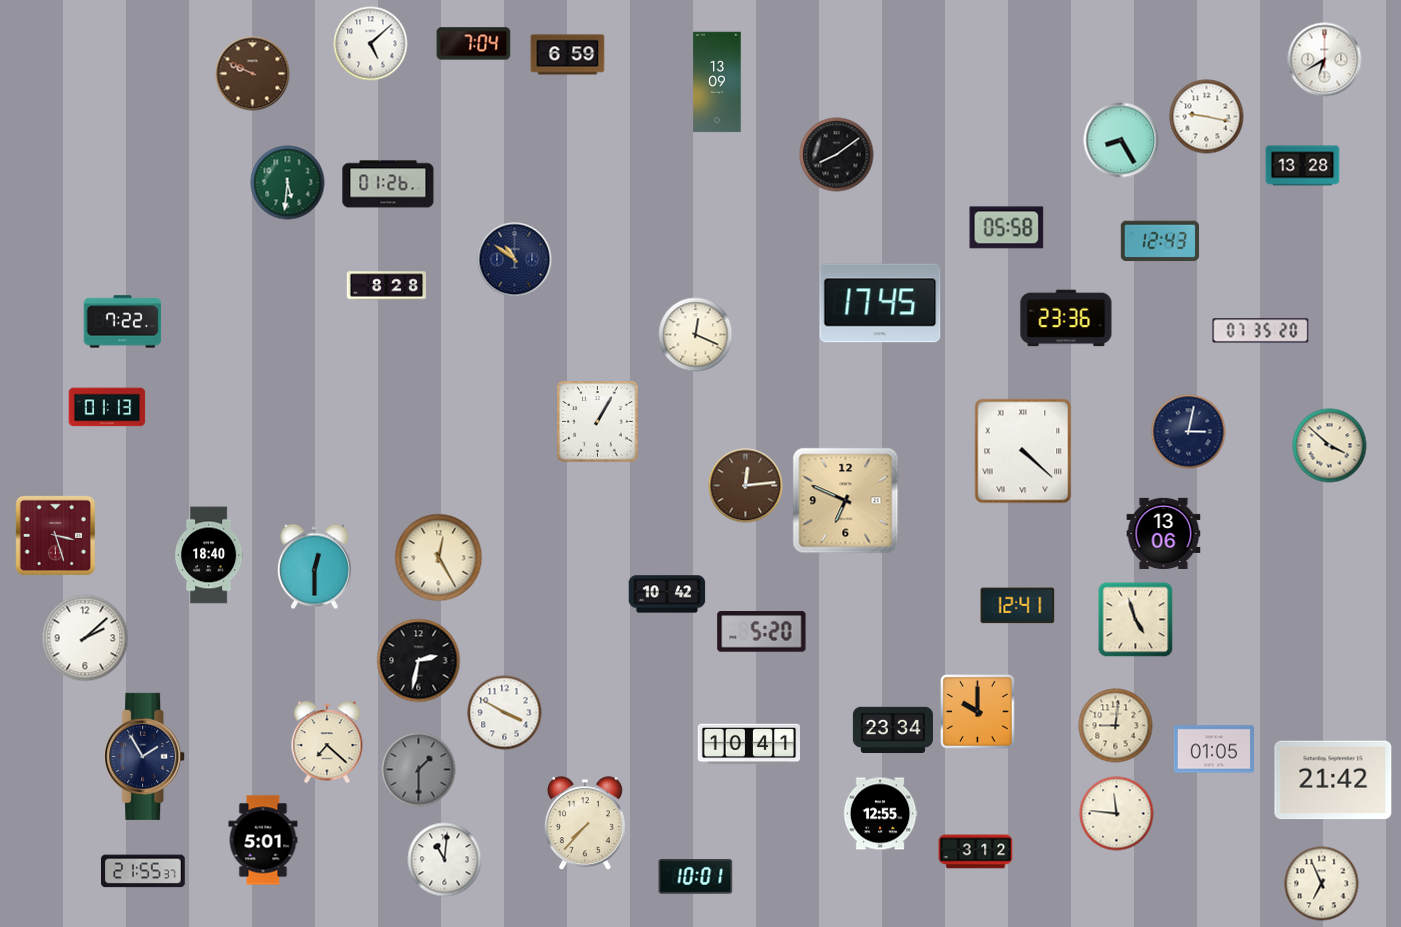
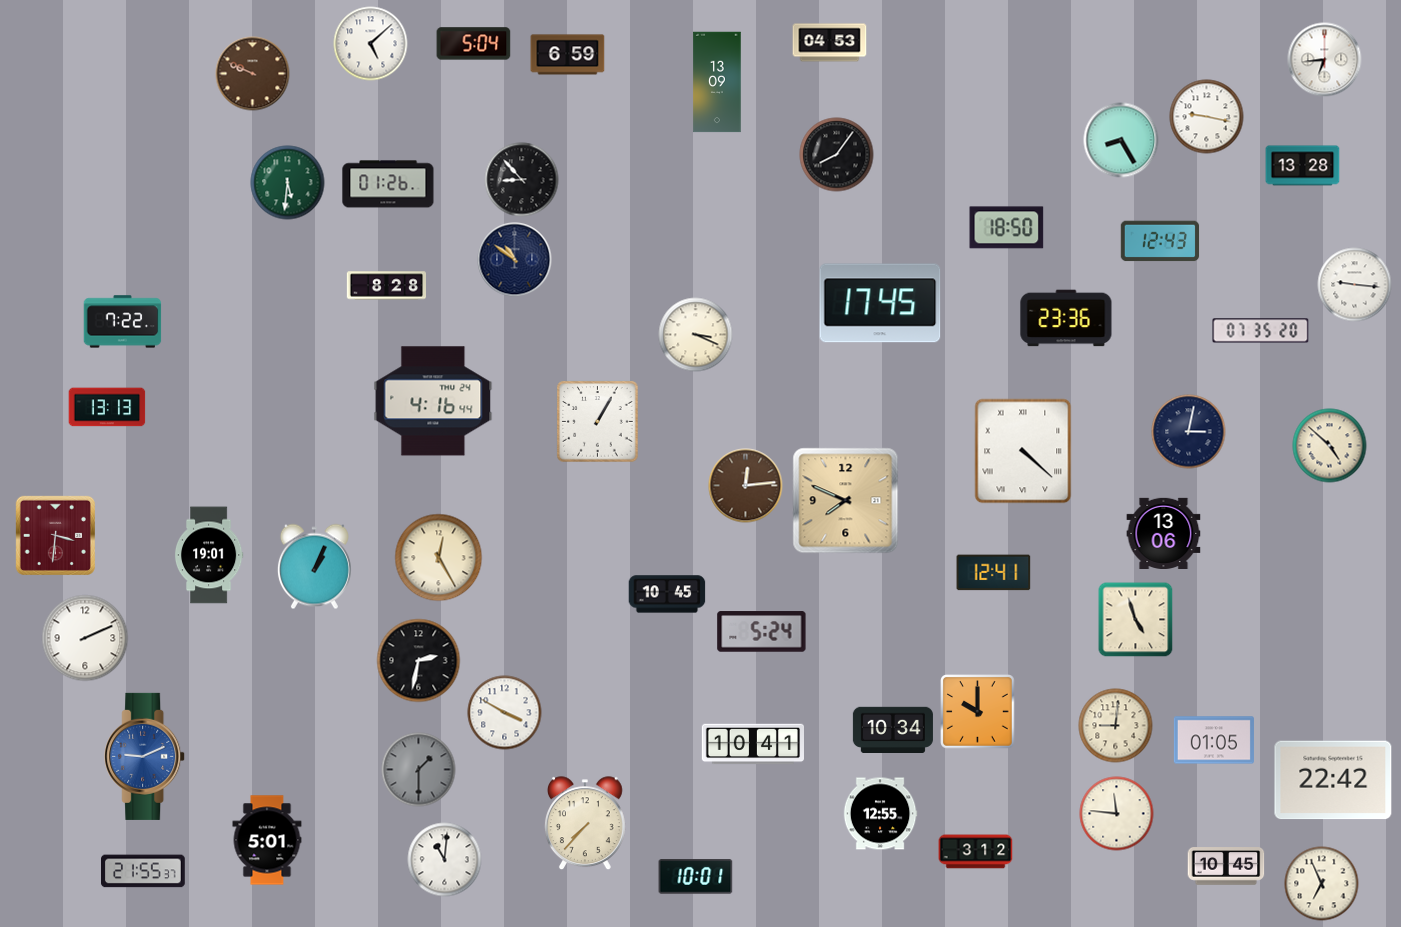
clock at (830, 43): none -> 04:53
clock at (474, 44): 7:04 -> 5:04
clock at (1325, 60): 6:40 -> 6:44
clock at (837, 155): 8:09 -> 8:06
clock at (522, 180): none -> 8:53
clock at (1007, 228): 05:58 -> 18:50
clock at (1355, 285): none -> 9:16
clock at (696, 335): 12:19 -> 3:19
clock at (433, 401): none -> 4:16
clock at (107, 407): 01:13 -> 13:13
clock at (1330, 446): 3:52 -> 4:52
clock at (846, 501): 6:49 -> 7:49
clock at (55, 535): 3:27 -> 3:31
clock at (209, 555): 18:40 -> 19:01
clock at (314, 567): 12:30 -> 1:04
clock at (667, 594): 10:42 -> 10:45
clock at (1018, 606) position: (1018, 606) -> (994, 573)
clock at (762, 632): 5:20 -> 5:24
clock at (85, 638): 2:08 -> 2:11
clock at (893, 729): 23:34 -> 10:34
clock at (327, 742): 7:22 -> none
clock at (748, 744) position: (748, 744) -> (752, 744)
clock at (1214, 749) position: (1214, 749) -> (1214, 740)
clock at (145, 756): 1:55 -> 9:11
clock at (145, 756) dial: navy -> blue
clock at (1333, 780): 21:42 -> 22:42
clock at (263, 840) position: (263, 840) -> (267, 840)
clock at (1226, 866): none -> 10:45
